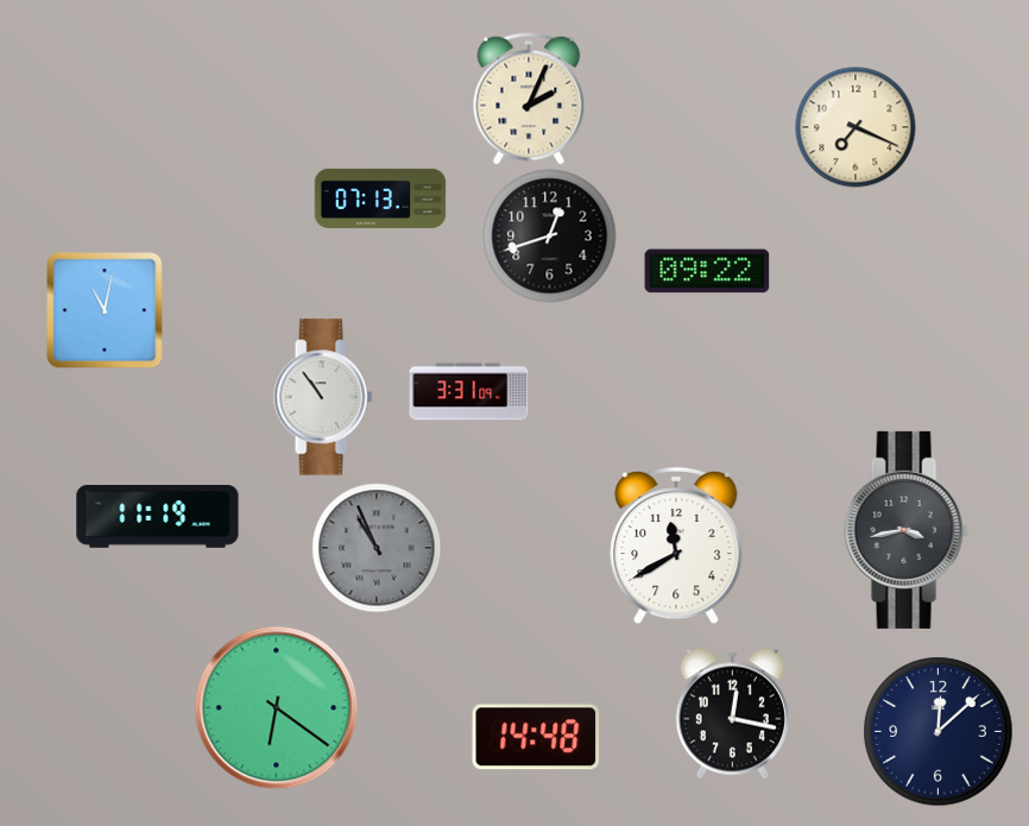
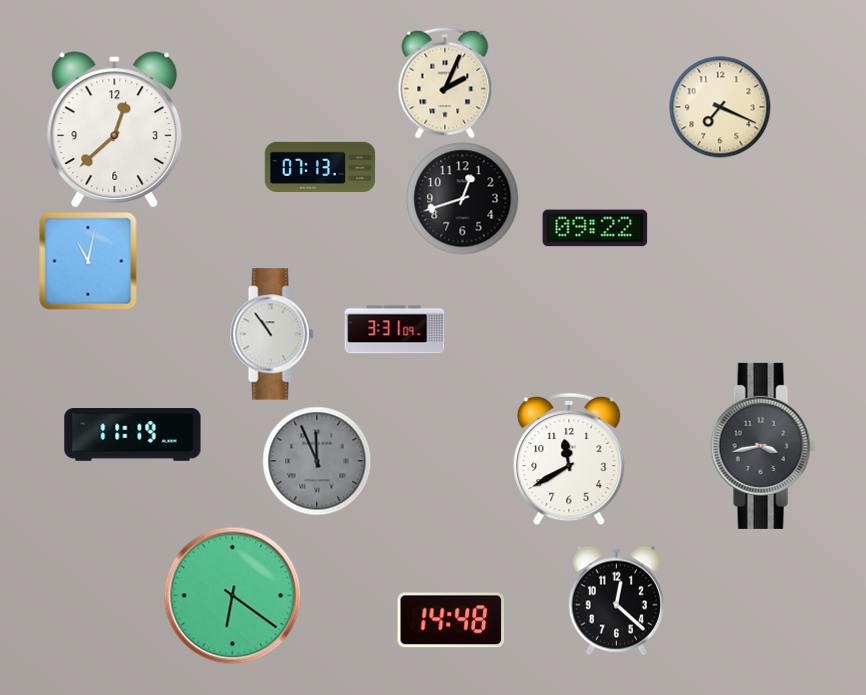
clock at (115, 130): none -> 12:38
clock at (377, 548): 10:56 -> 11:56
clock at (732, 714): 12:17 -> 12:22
clock at (939, 732): 12:08 -> none
